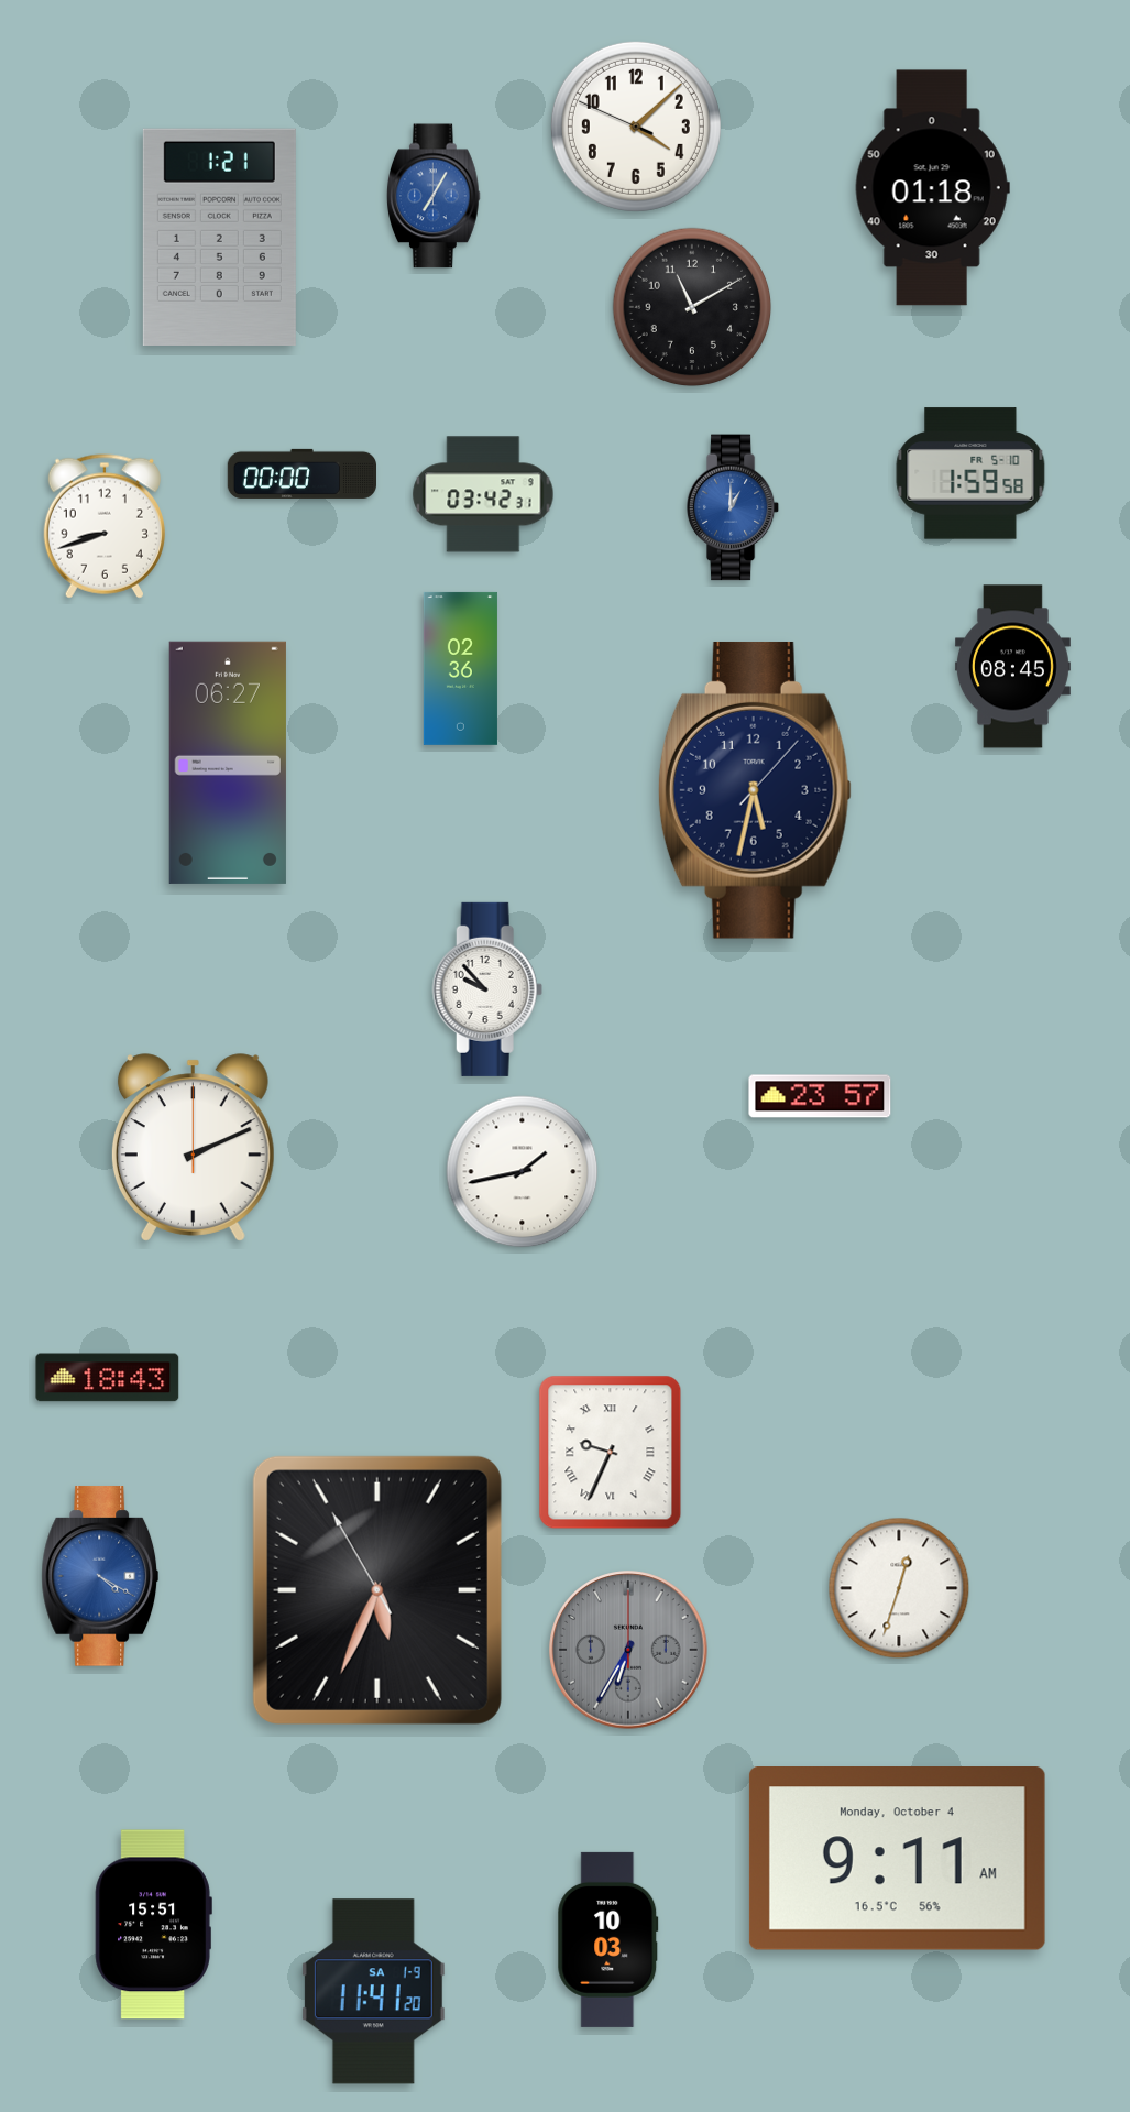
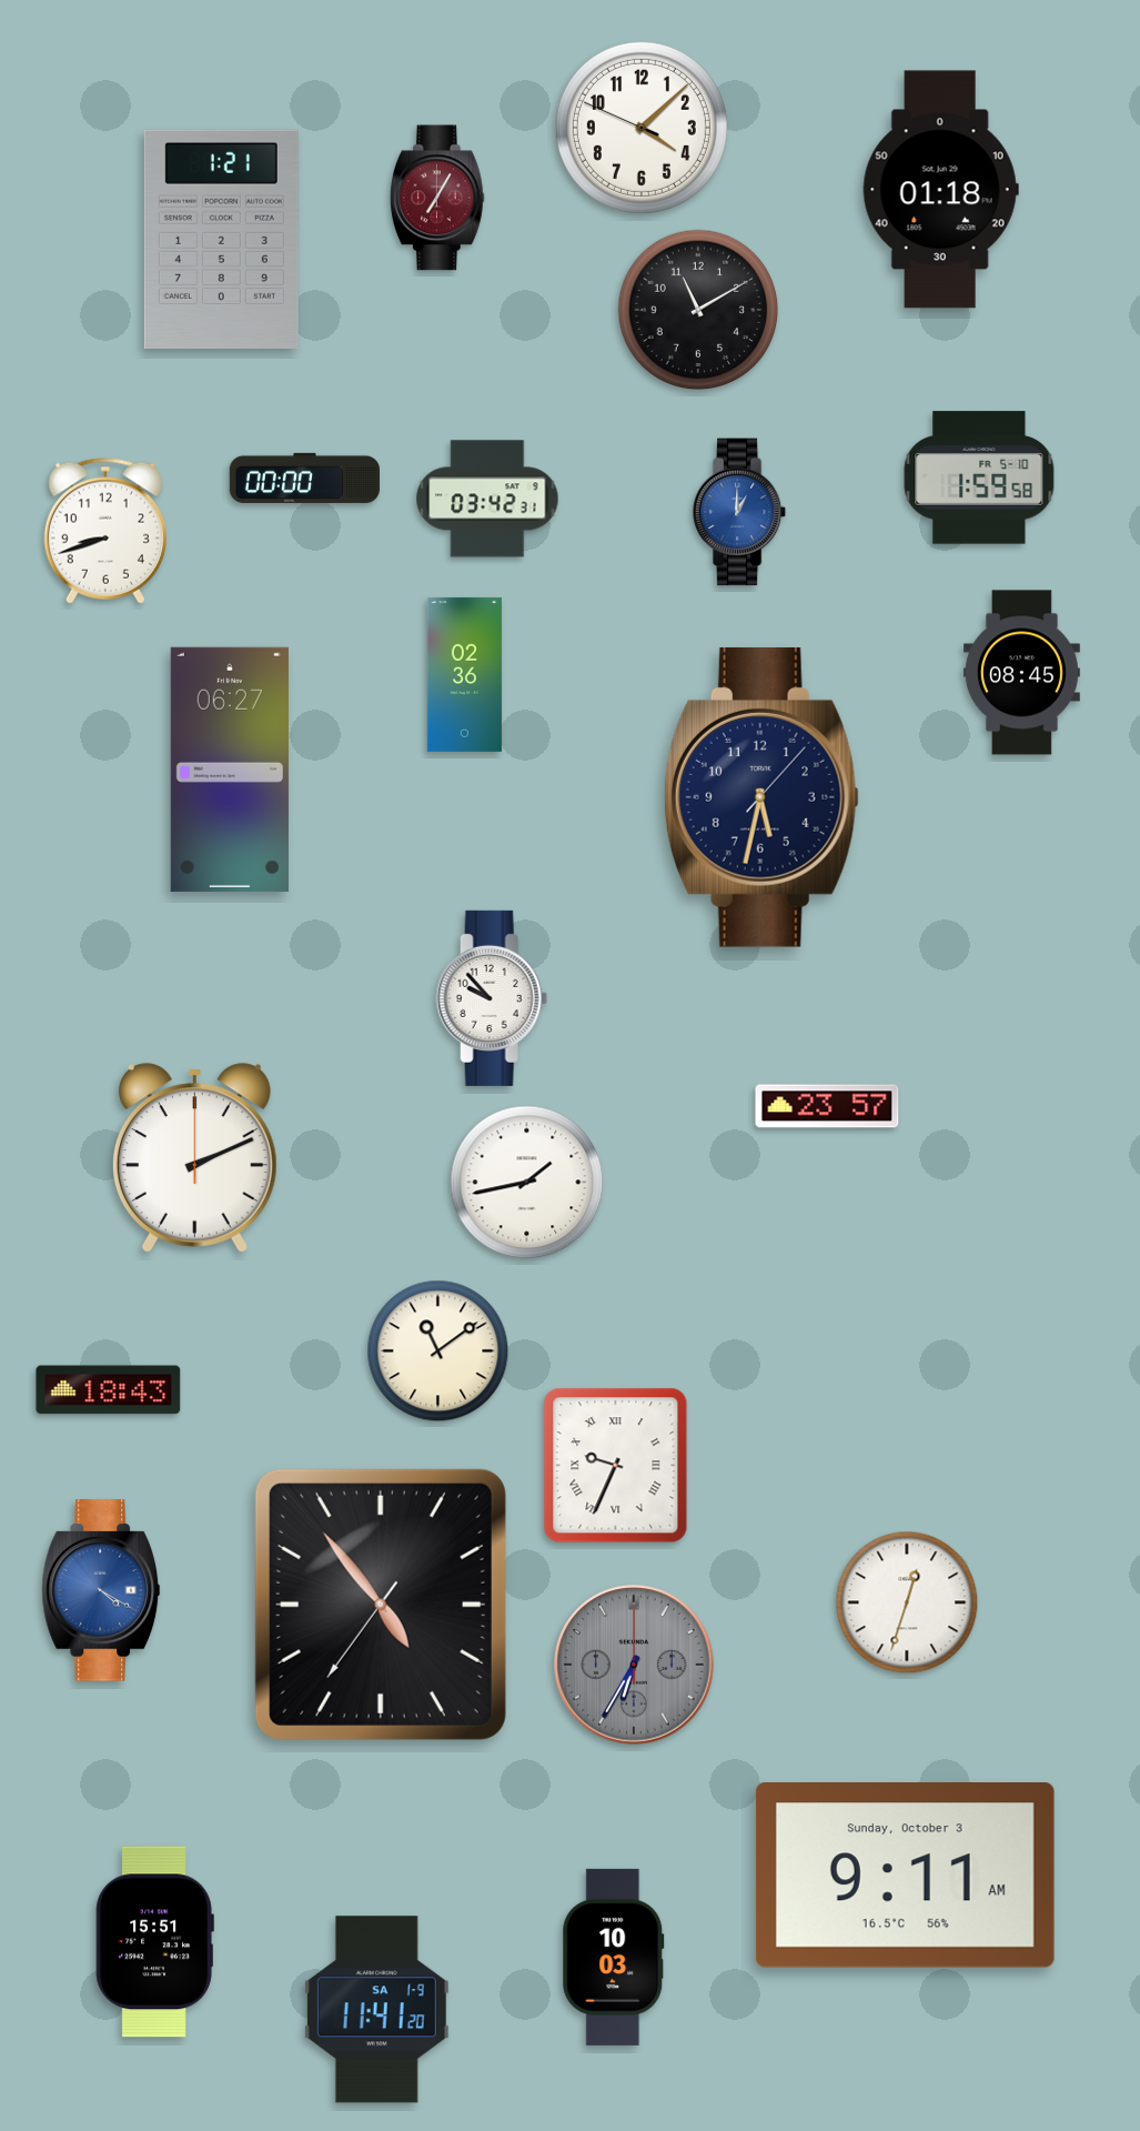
clock at (434, 196) dial: blue -> burgundy
clock at (438, 1351): none -> 11:09
clock at (377, 1590): 5:33 -> 4:53
clock at (897, 1859) date: Monday, October 4 -> Sunday, October 3
